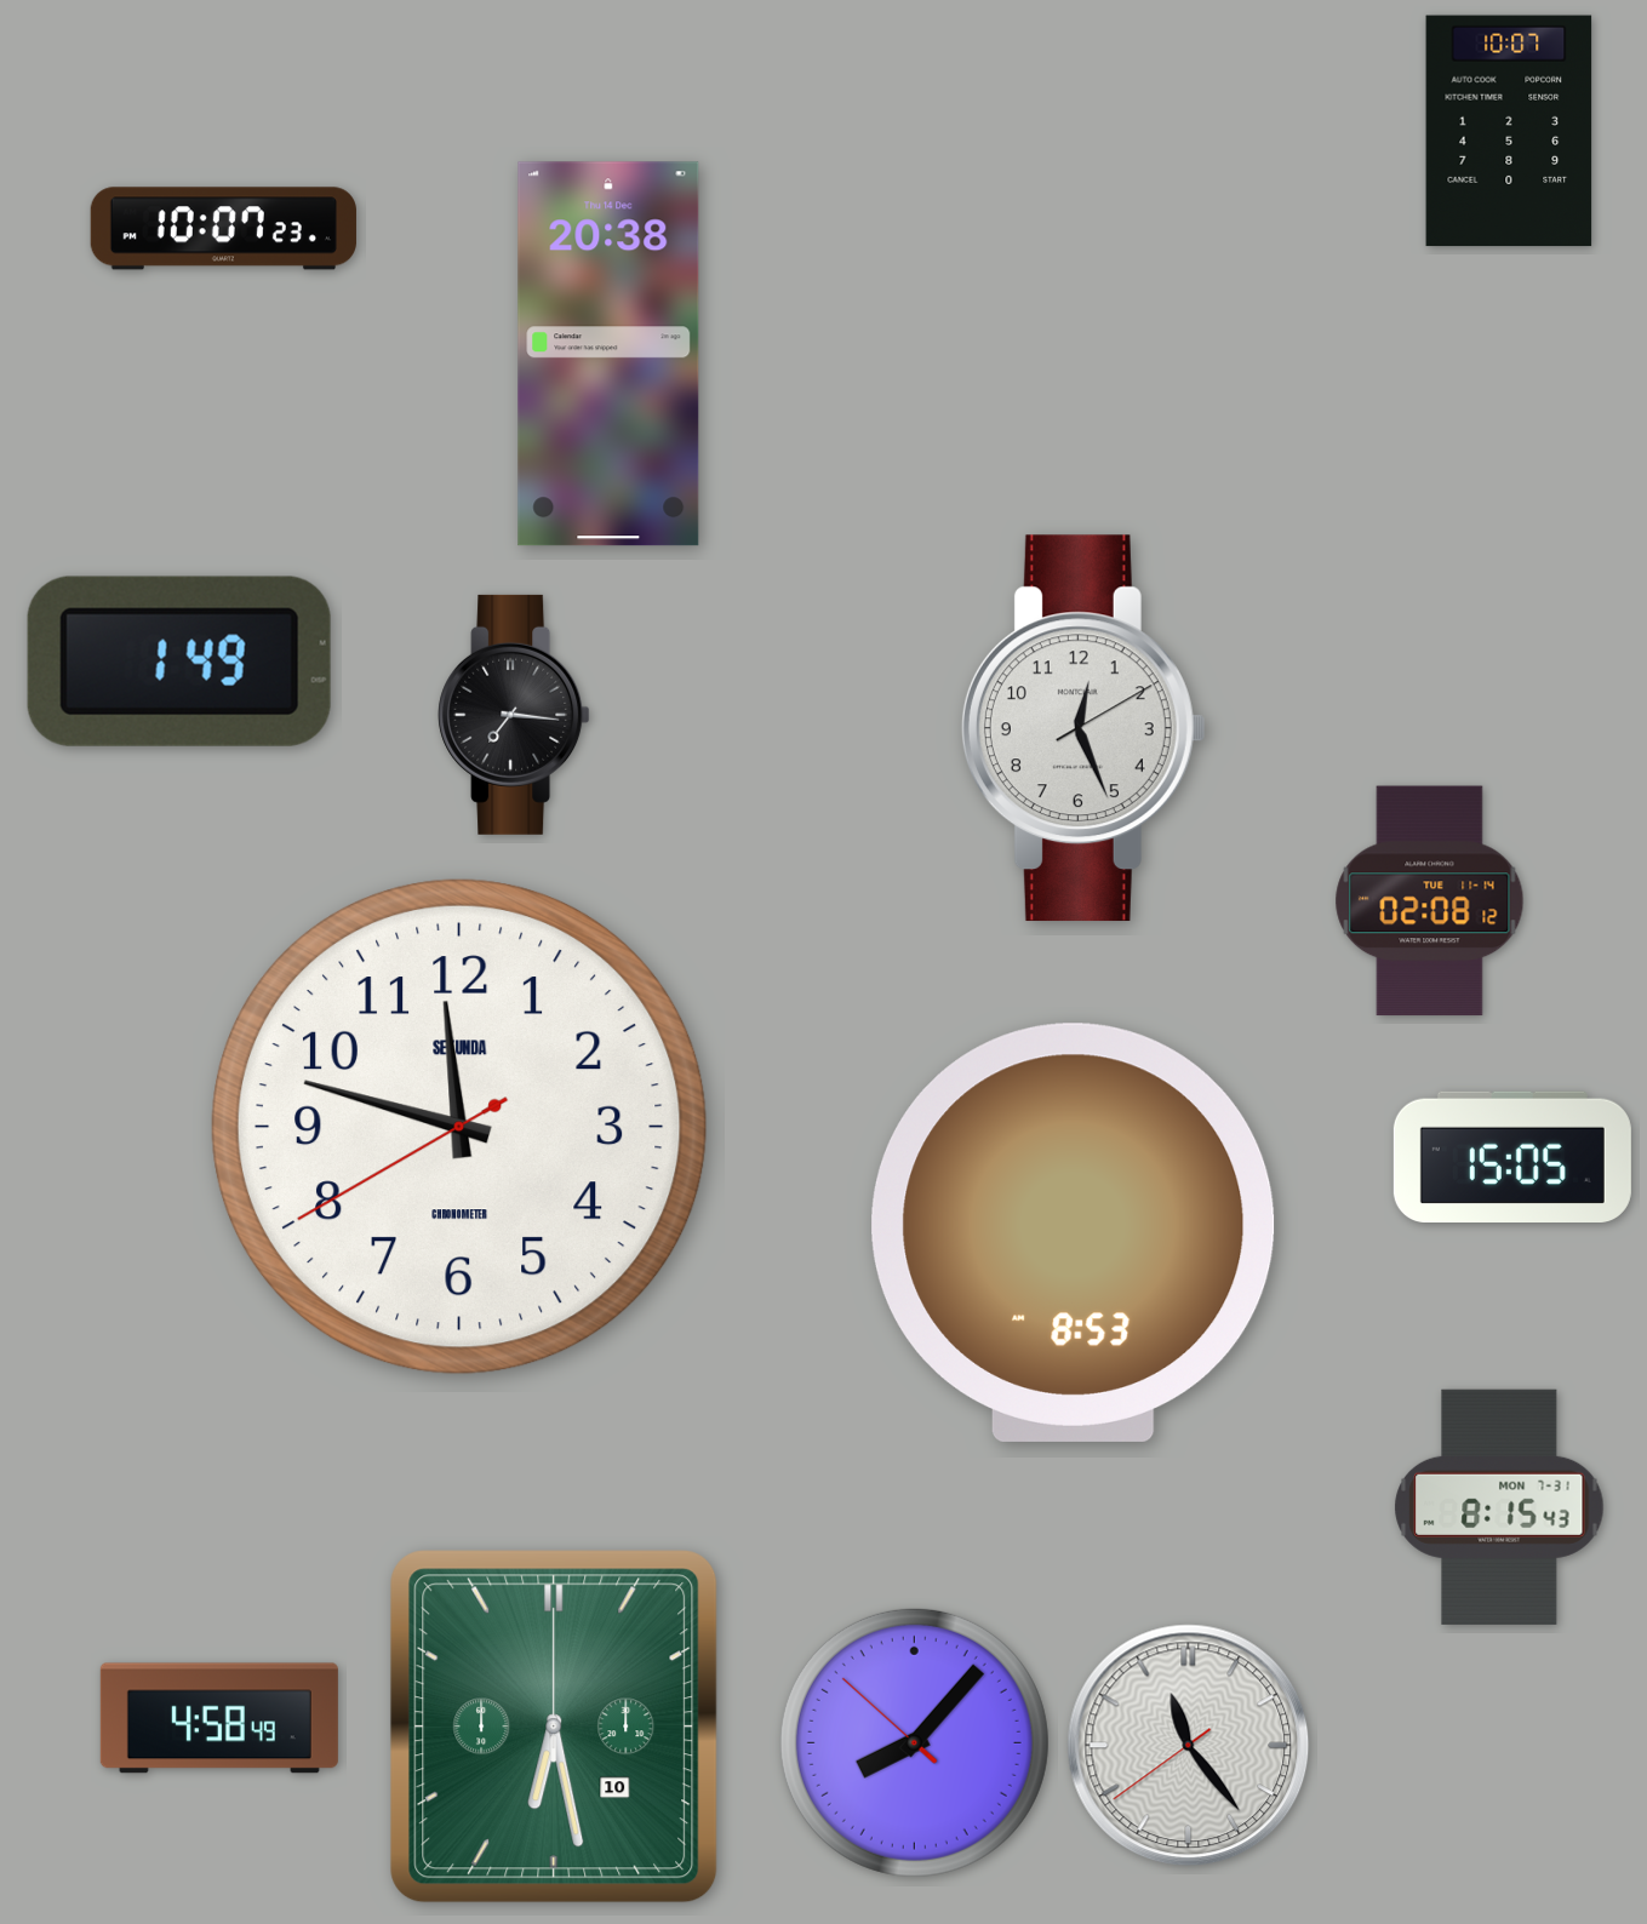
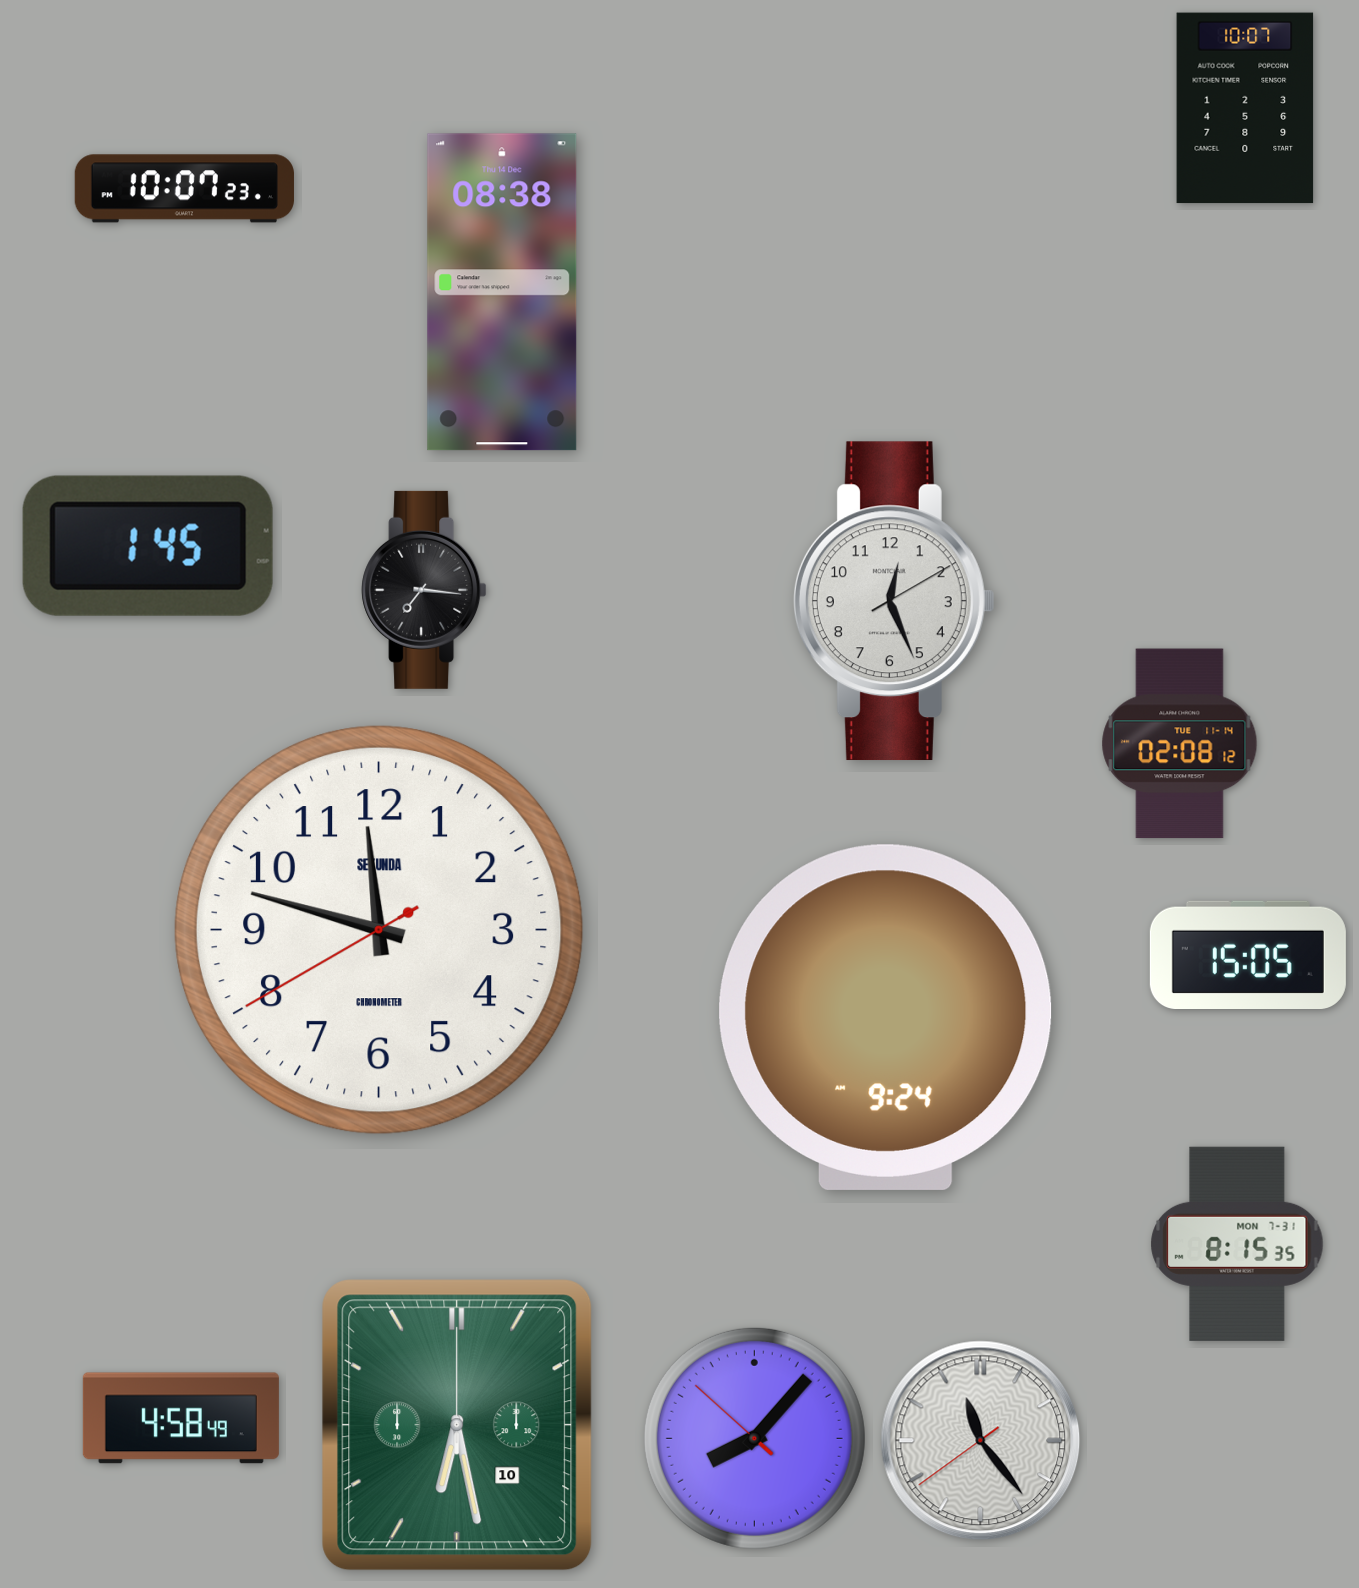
clock at (608, 354): 20:38 -> 08:38
clock at (179, 662): 1:49 -> 1:45
clock at (1074, 1232): 8:53 -> 9:24
clock at (1499, 1507): 8:15:43 -> 8:15:35
